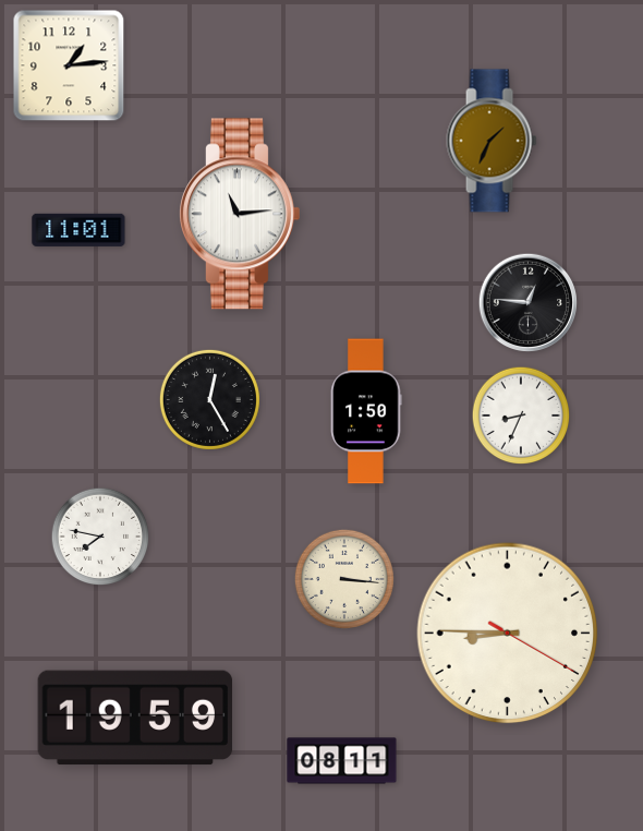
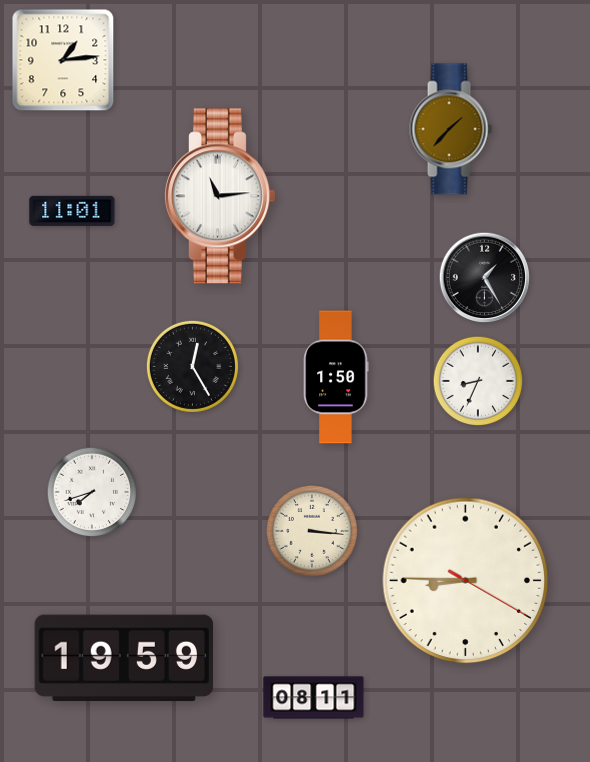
clock at (492, 141): 1:34 -> 1:37
clock at (529, 303): 12:46 -> 1:25
clock at (100, 537): 7:47 -> 7:42
clock at (344, 579) position: (344, 579) -> (312, 531)
